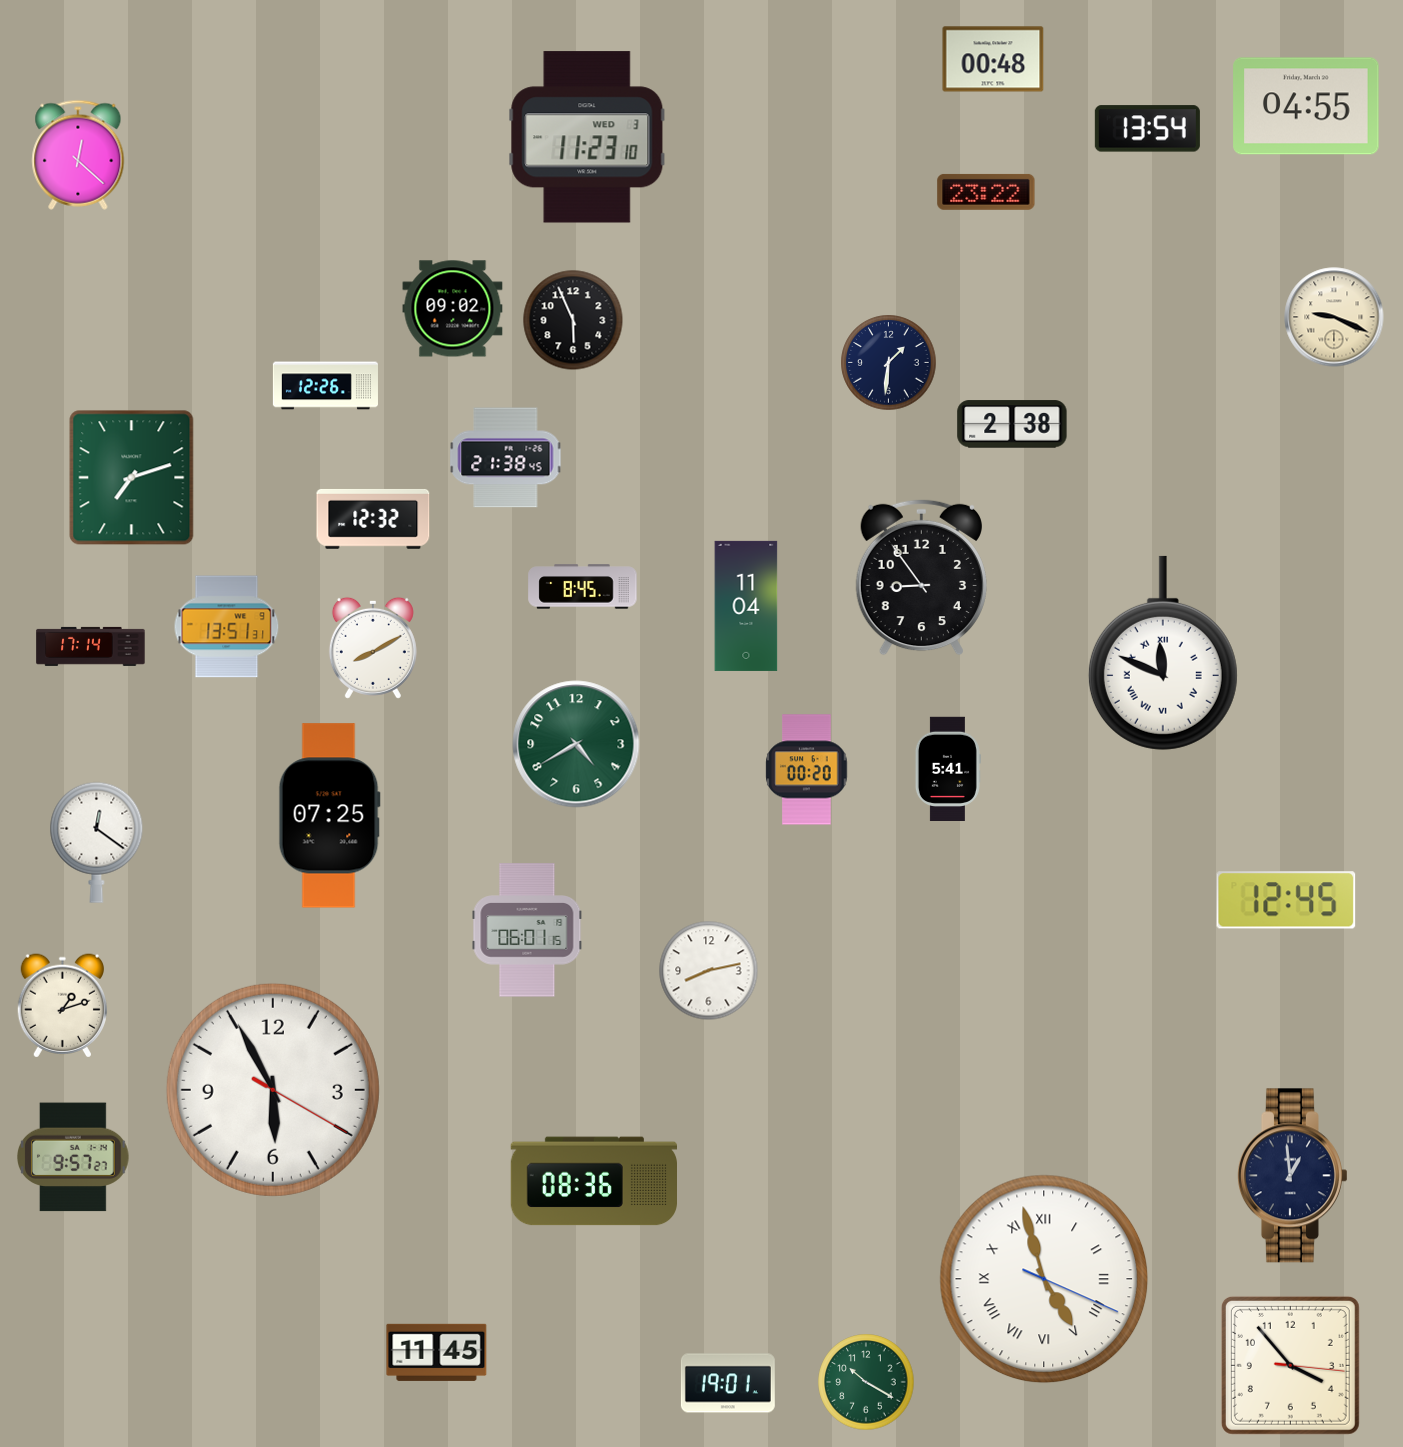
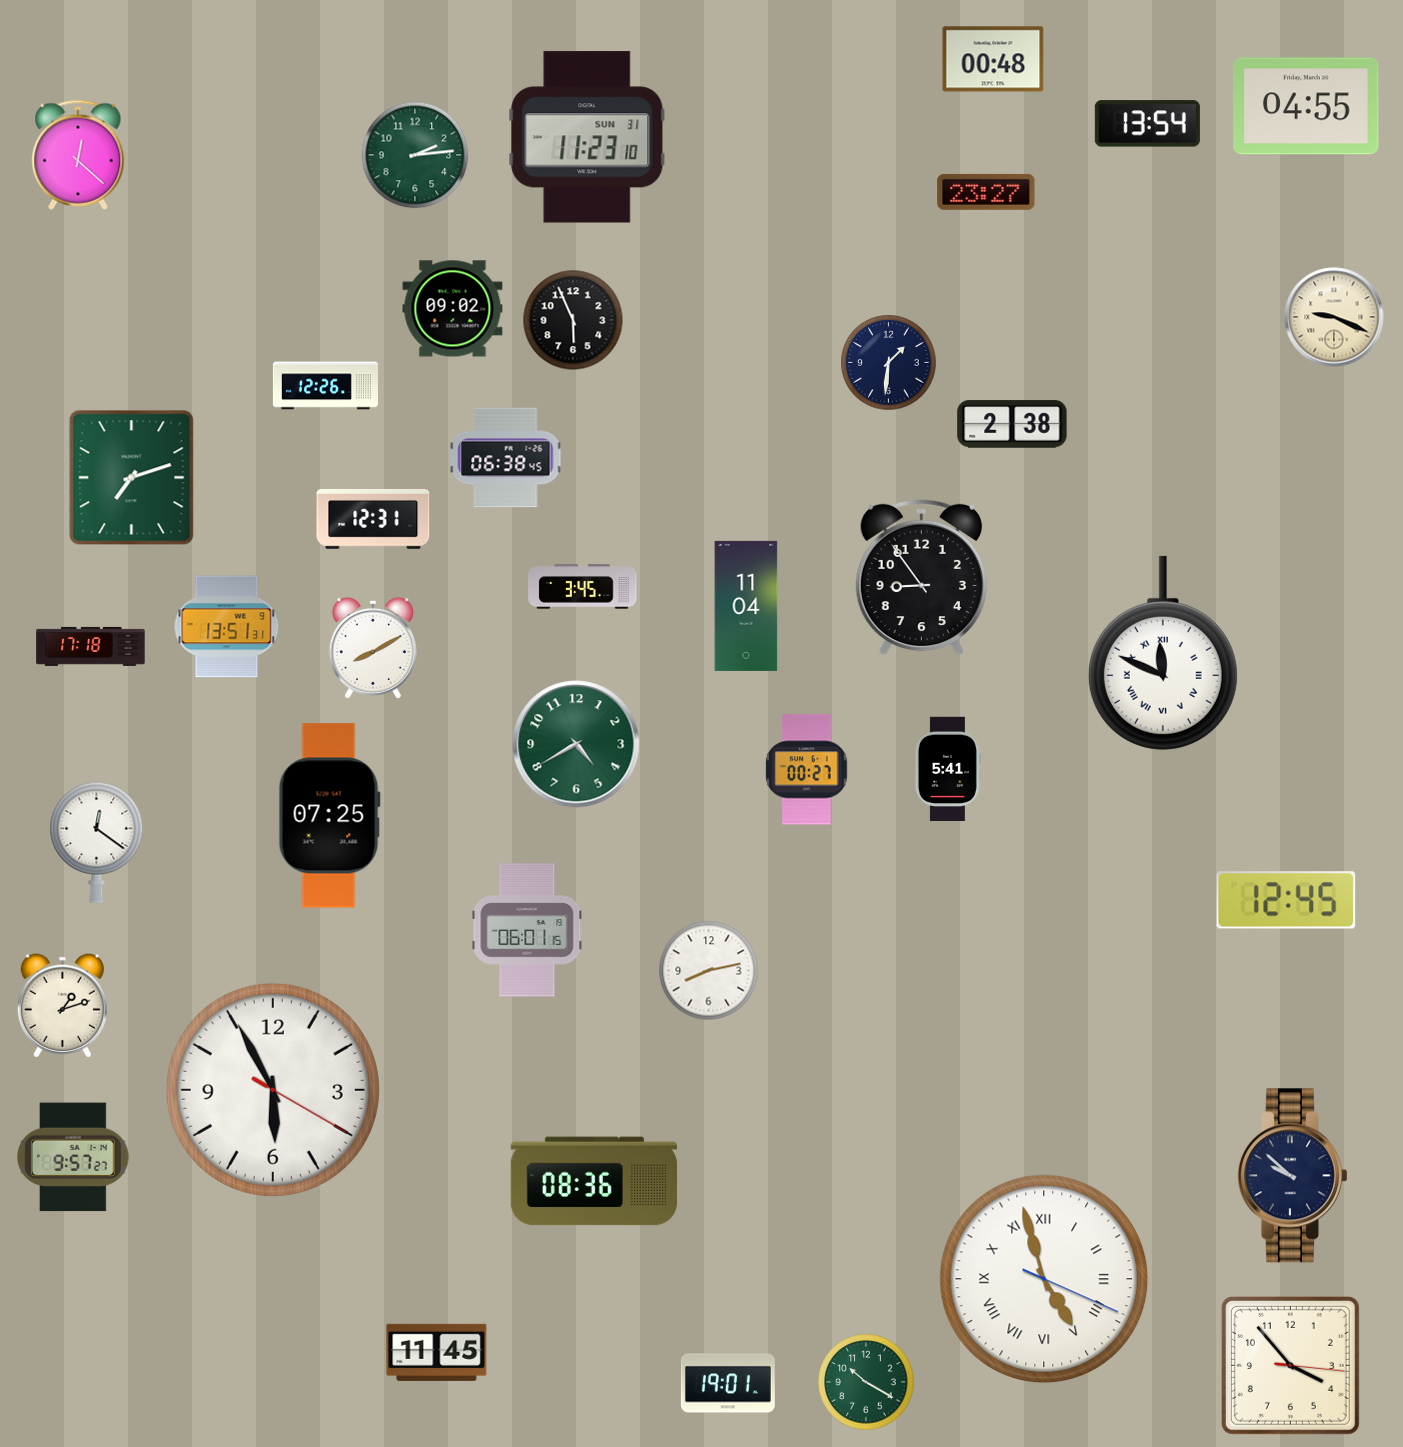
clock at (1147, 129) position: (1147, 129) -> (1147, 124)
clock at (587, 137) date: WED 3 -> SUN 31
clock at (415, 155): none -> 2:14
clock at (986, 192): 23:22 -> 23:27
clock at (506, 458): 21:38 -> 06:38
clock at (373, 519): 12:32 -> 12:31
clock at (583, 587): 8:45 -> 3:45
clock at (91, 646): 17:14 -> 17:18
clock at (807, 770): 00:20 -> 00:27
clock at (1292, 1176): 12:59 -> 9:52
